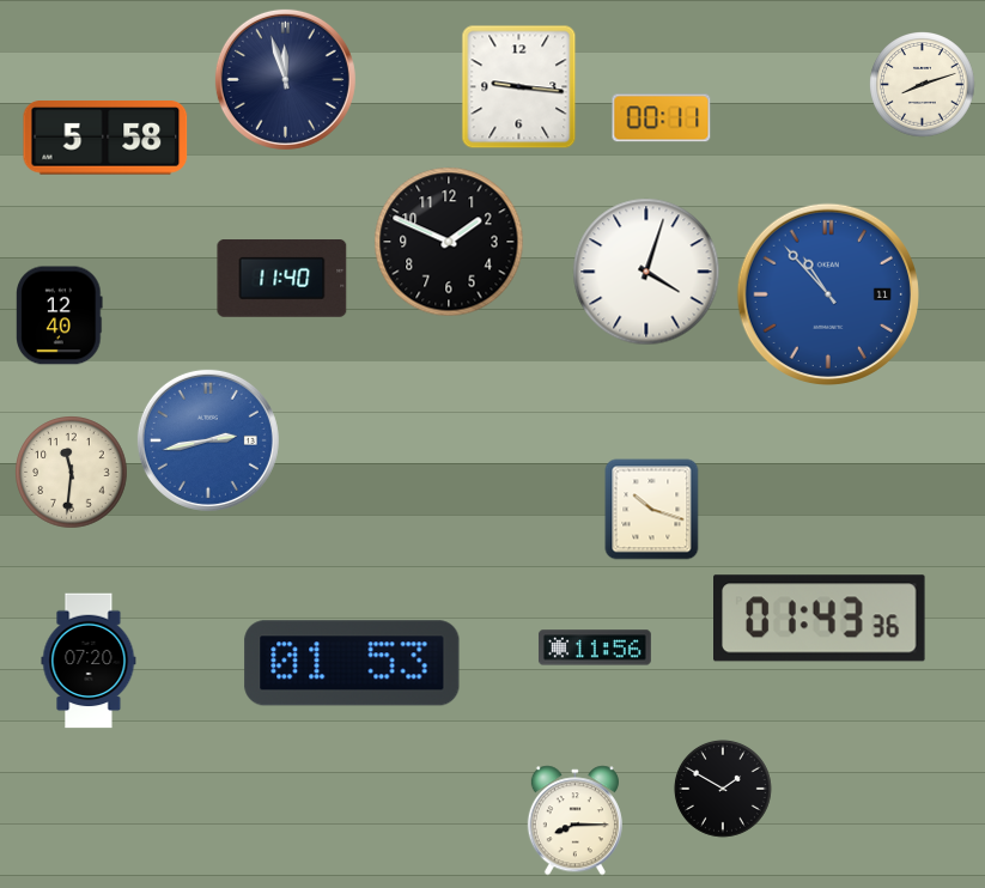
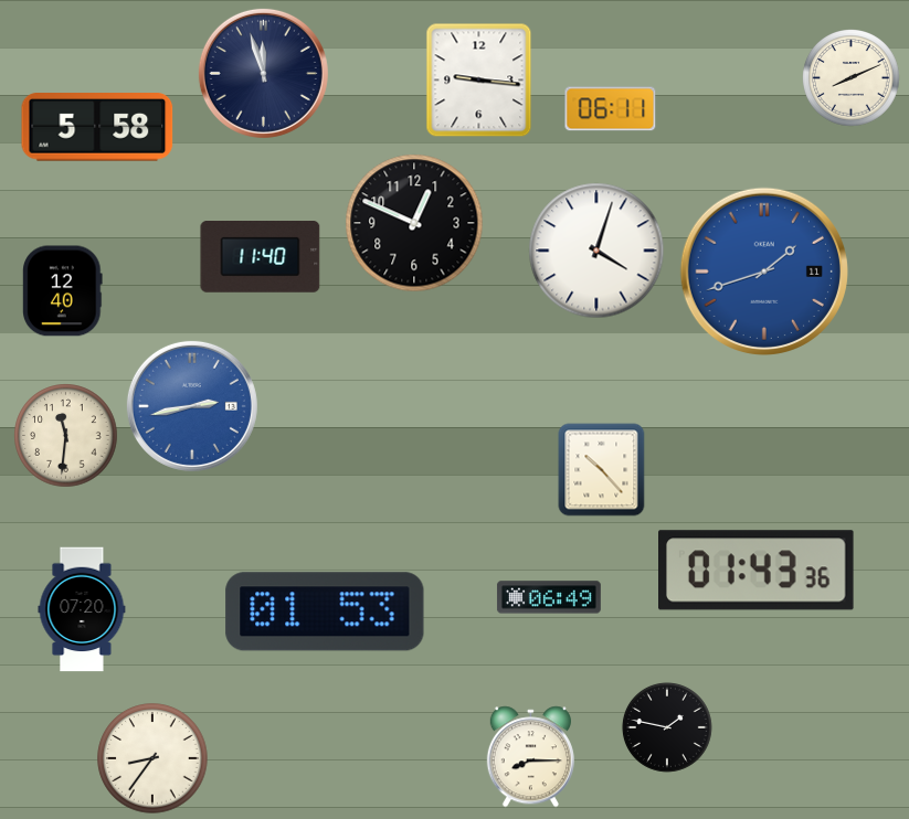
clock at (923, 85): 8:12 -> 8:11
clock at (662, 118): 00:11 -> 06:11
clock at (449, 242): 1:49 -> 12:49
clock at (828, 294): 10:53 -> 1:42
clock at (60, 316) position: (60, 316) -> (63, 291)
clock at (652, 510): 10:18 -> 10:23
clock at (595, 647): 11:56 -> 06:49
clock at (723, 789): 1:50 -> 1:47
clock at (152, 758): none -> 8:36
